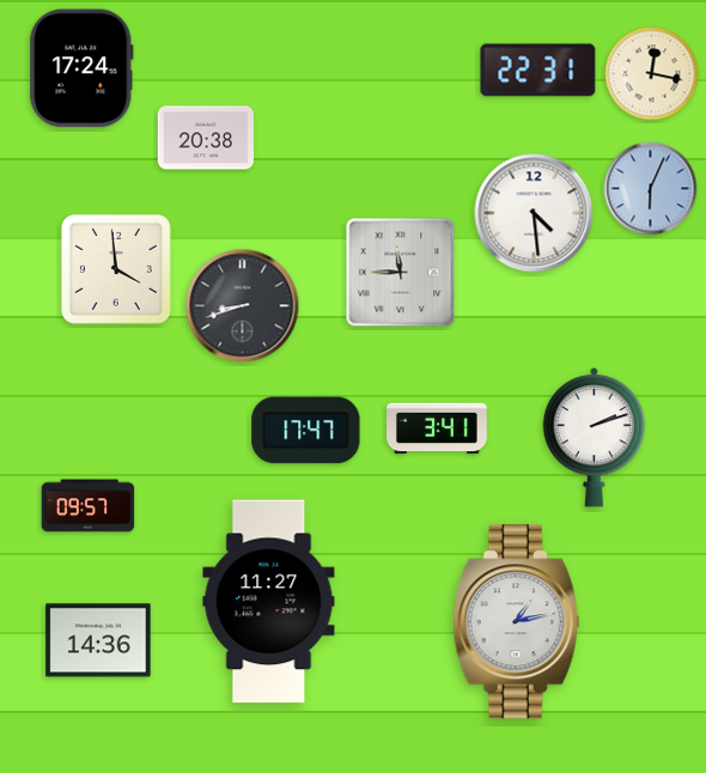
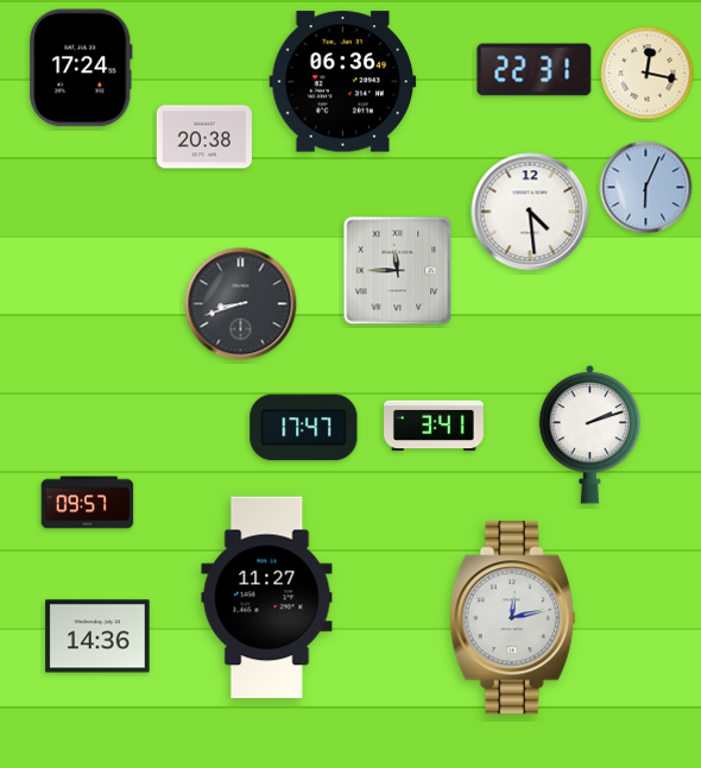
clock at (343, 82): none -> 06:36
clock at (116, 269): 3:59 -> none
clock at (517, 622): 1:13 -> 12:13
